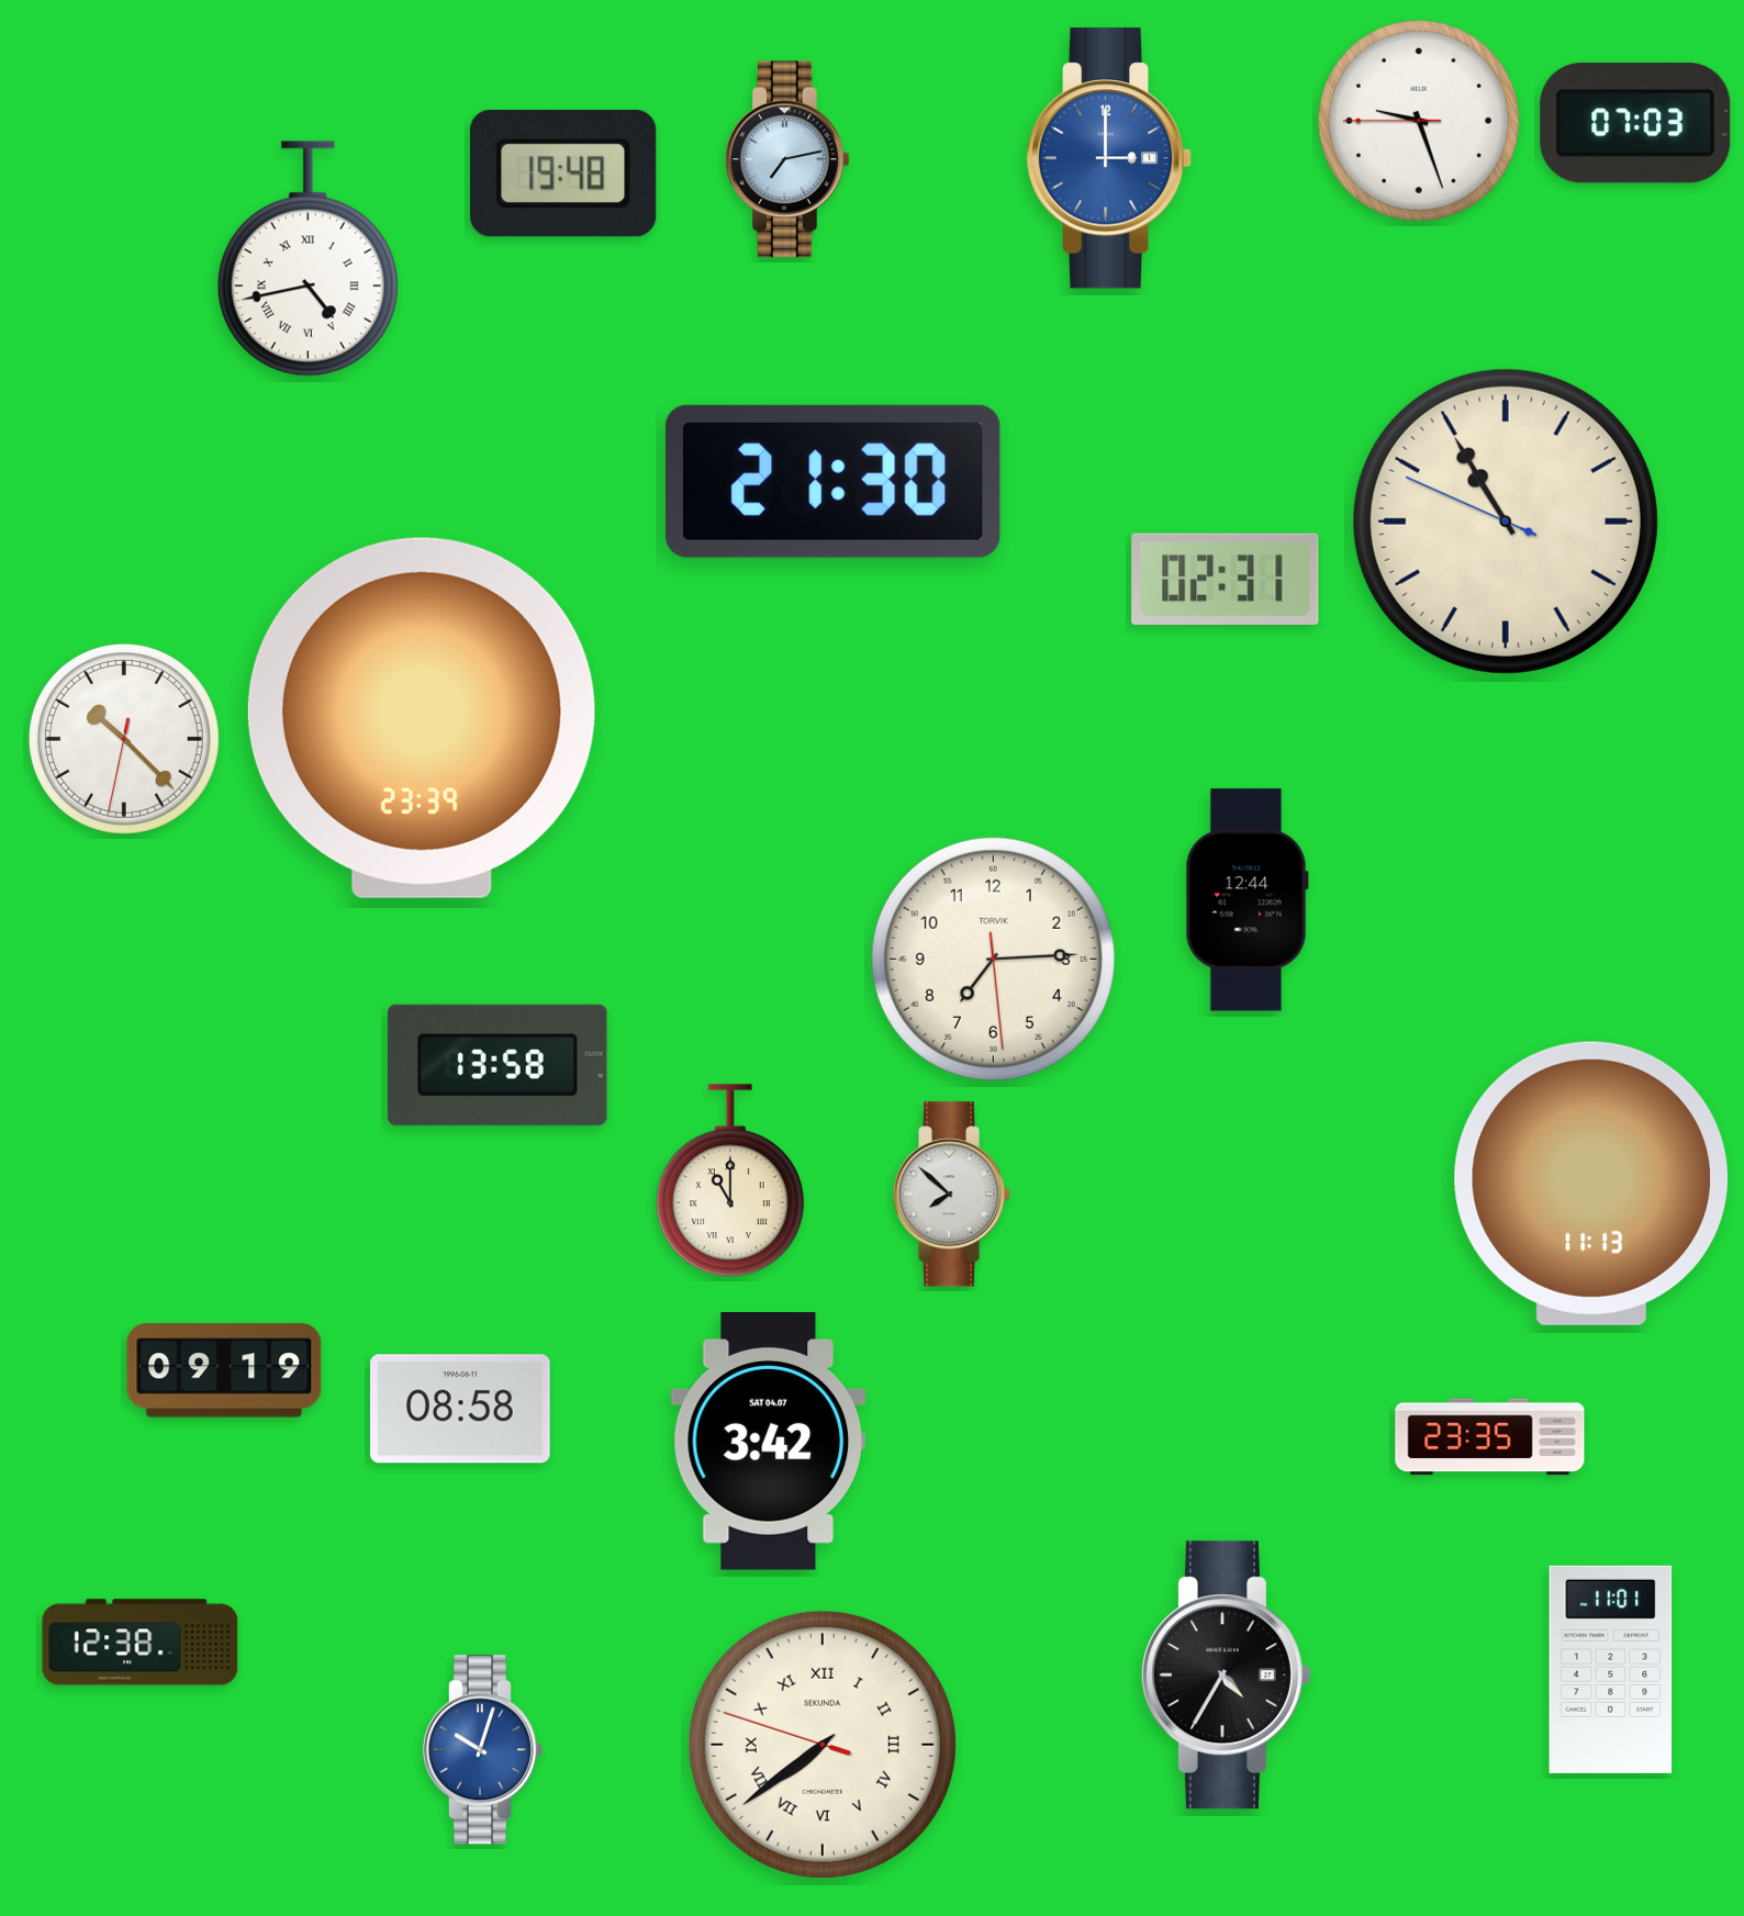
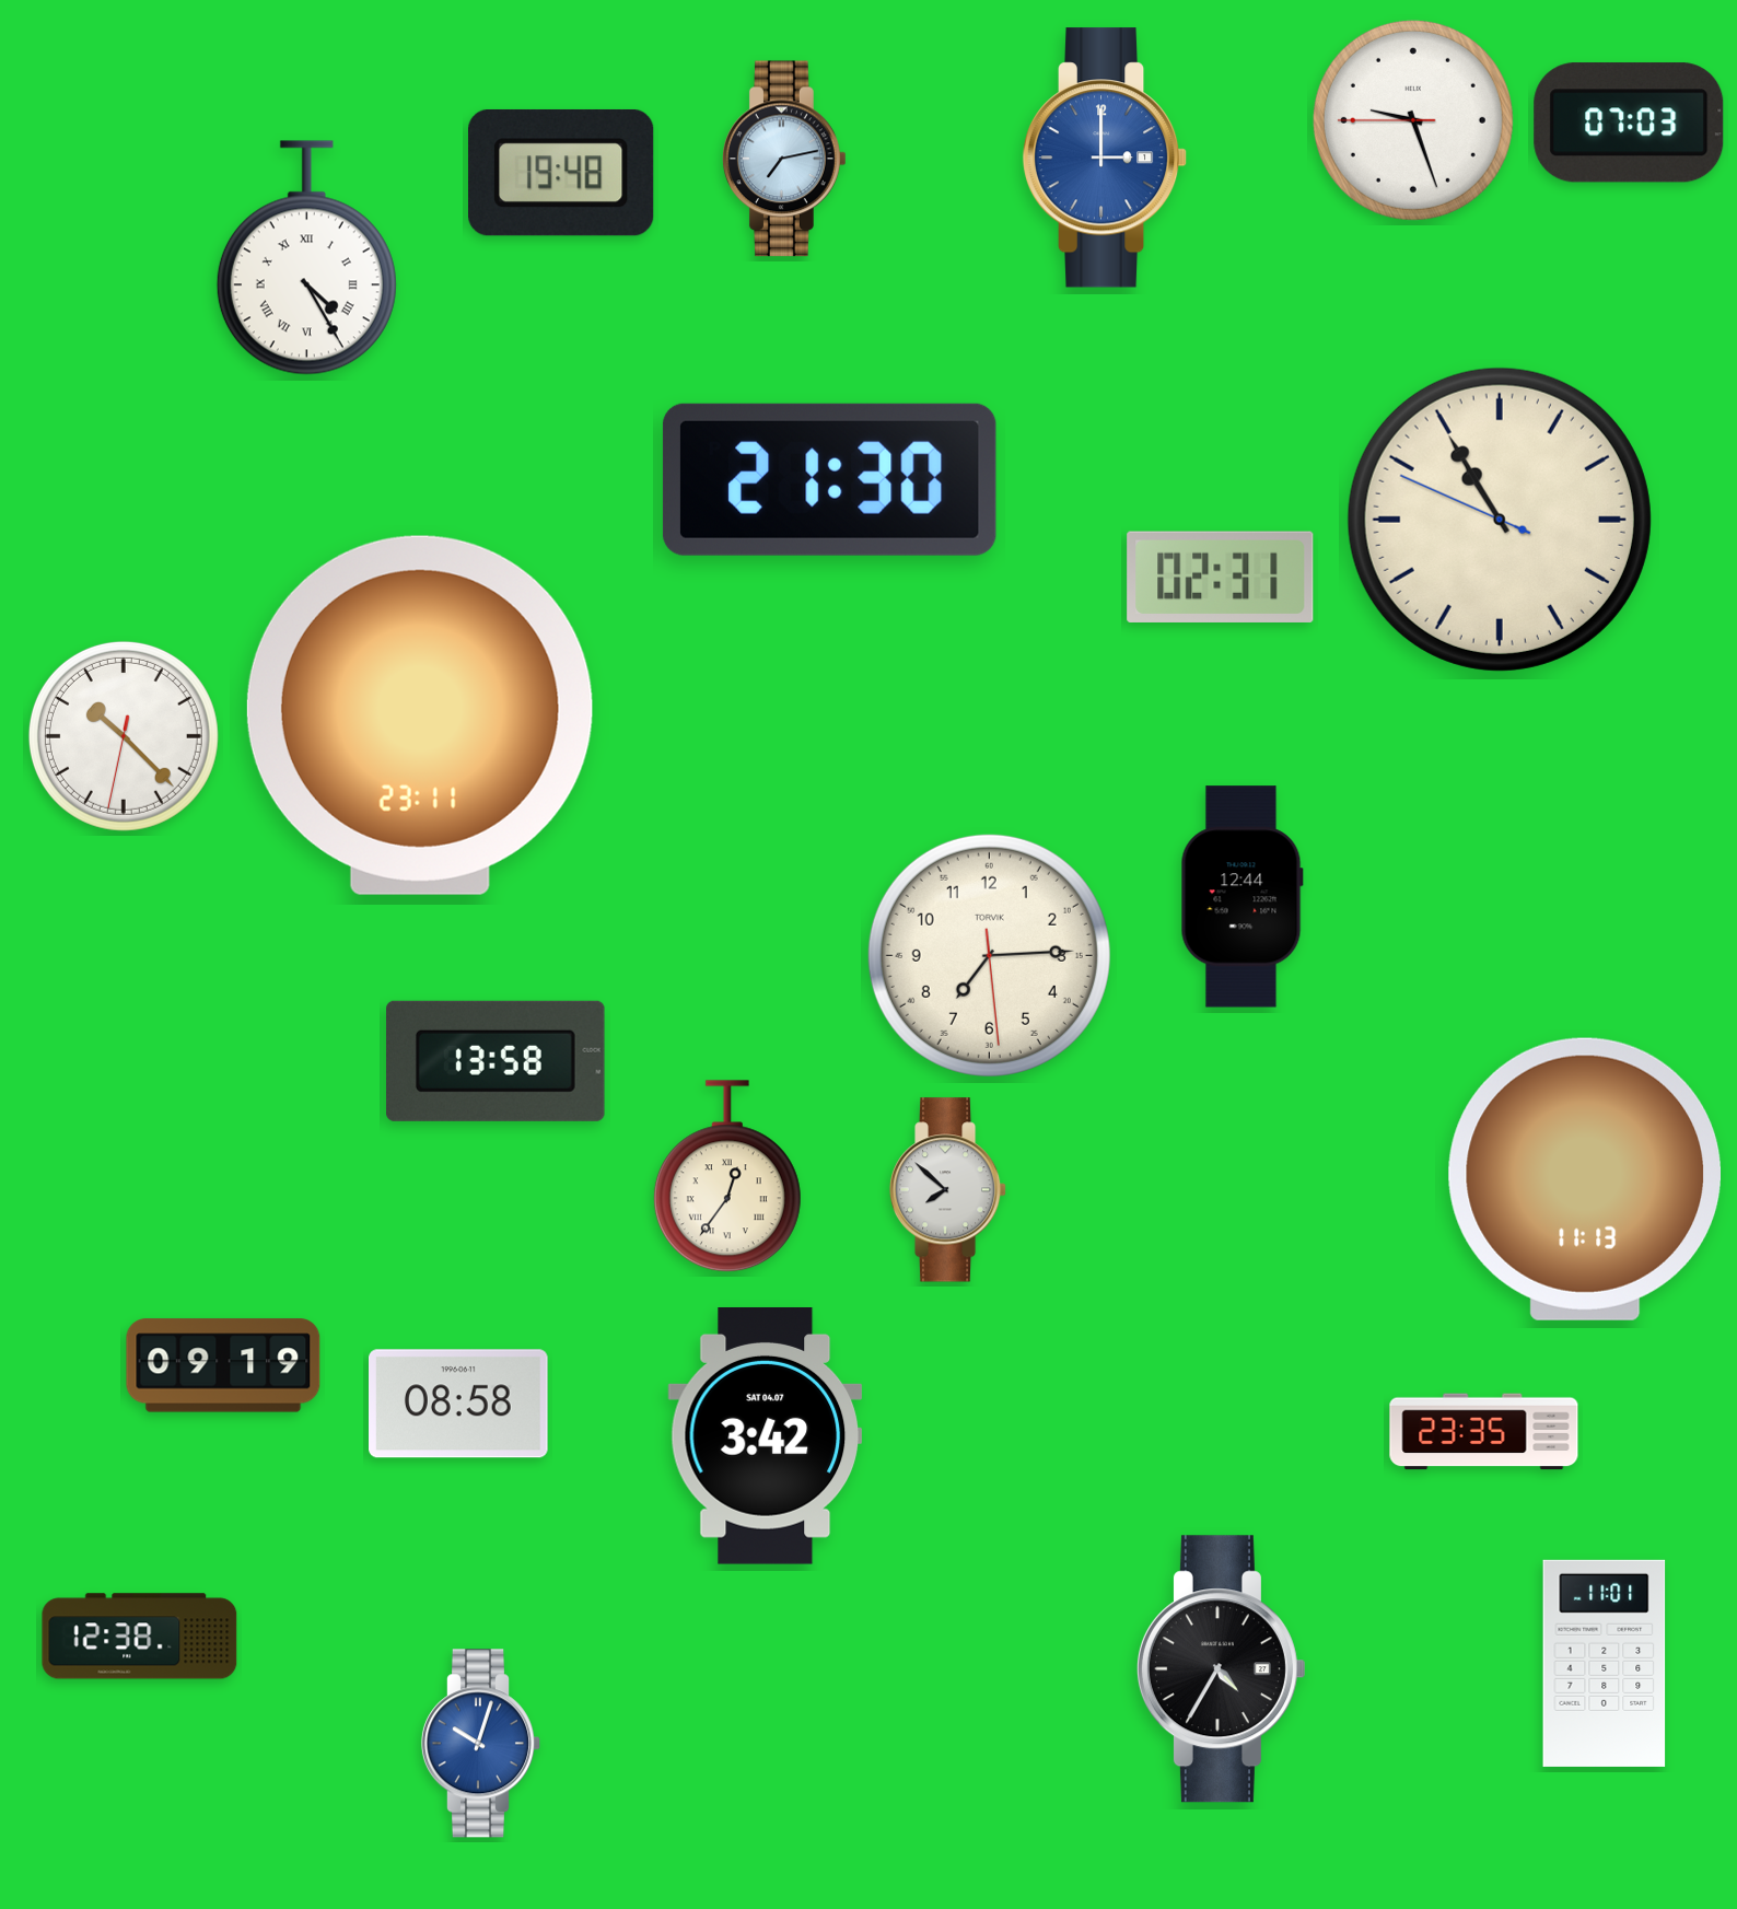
clock at (308, 259): 4:43 -> 4:25
clock at (422, 718): 23:39 -> 23:11
clock at (730, 1181): 11:00 -> 12:36
clock at (823, 1745): 7:38 -> none
